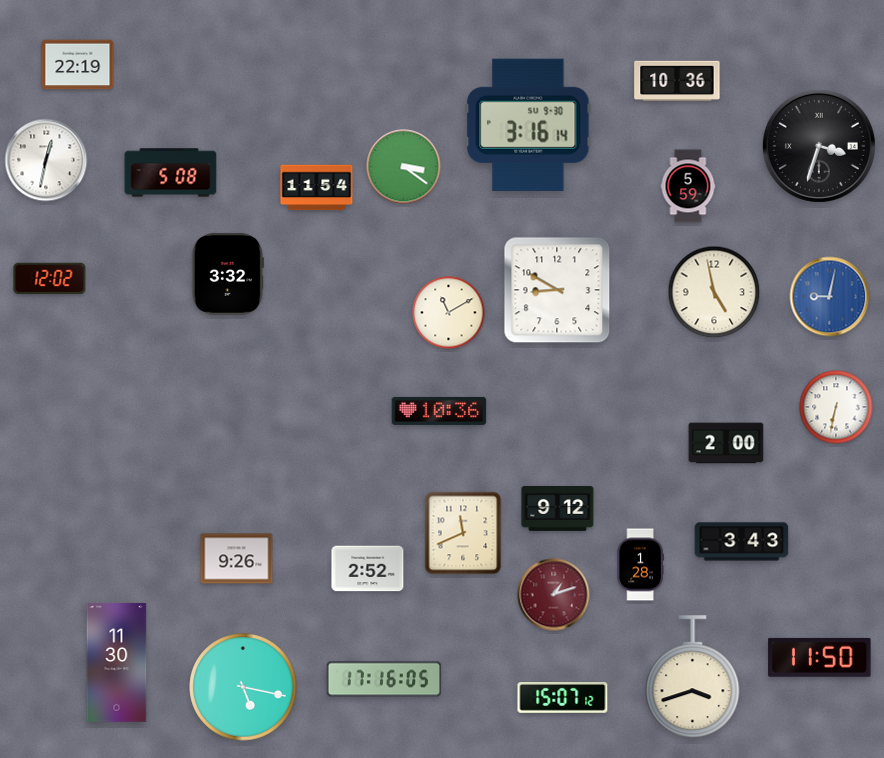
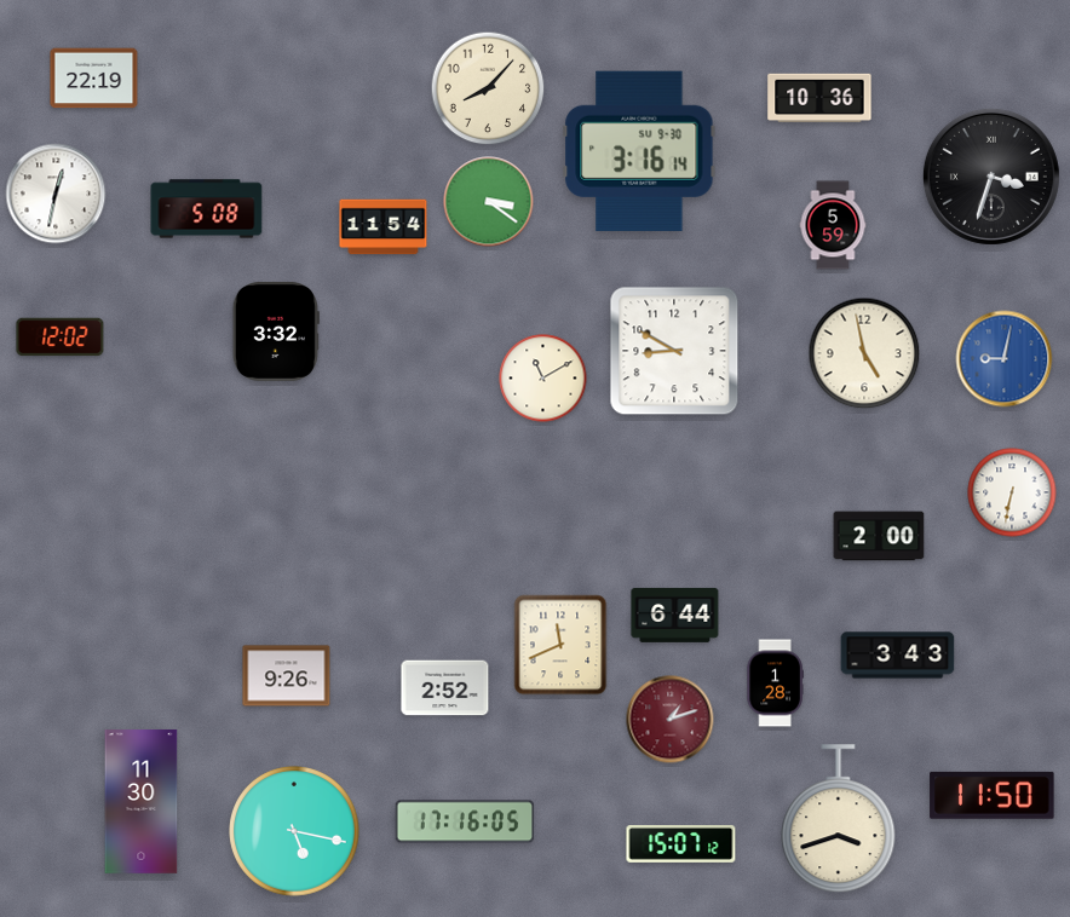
clock at (488, 88): none -> 8:07
clock at (439, 411): 10:36 -> none
clock at (558, 508): 9:12 -> 6:44
